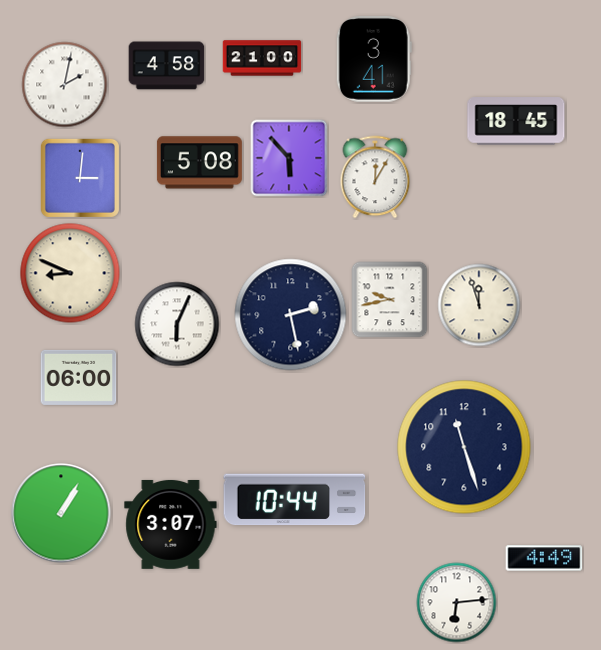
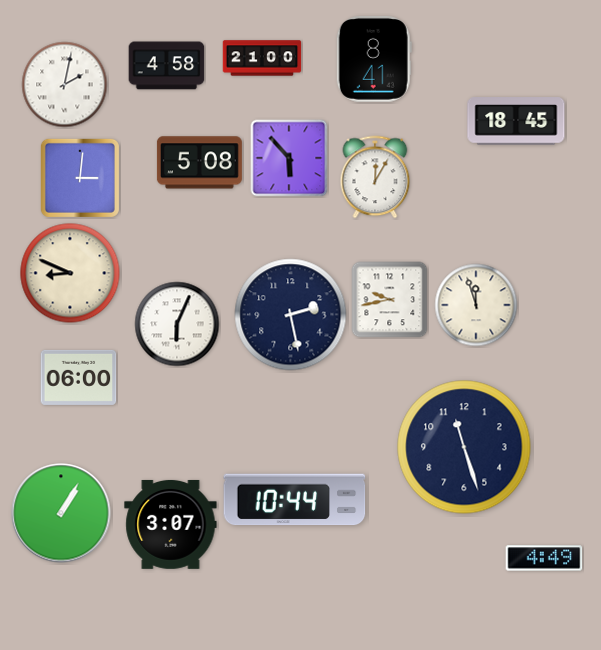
clock at (374, 59): 3:41 -> 8:41
clock at (479, 305) position: (479, 305) -> (476, 305)
clock at (457, 603): 6:14 -> none
